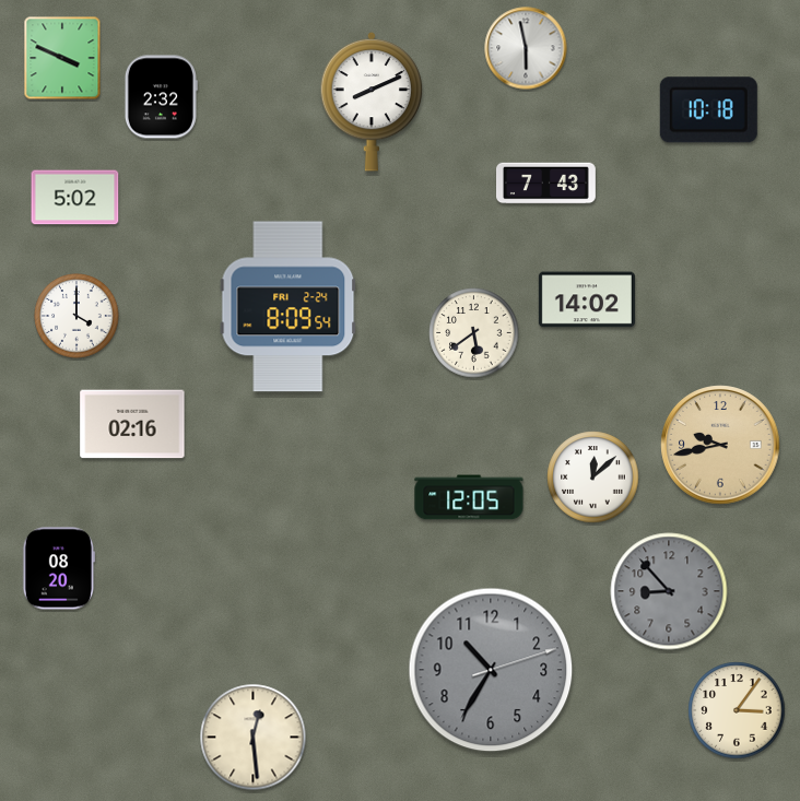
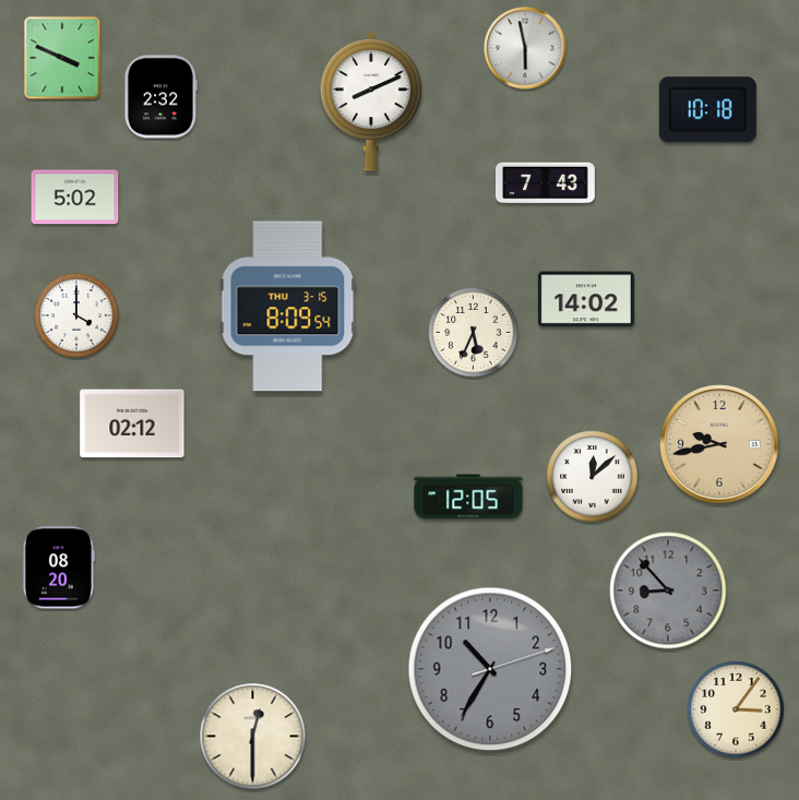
clock at (289, 307) date: FRI 2-24 -> THU 3-15
clock at (474, 333): 5:39 -> 5:34
clock at (132, 424): 02:16 -> 02:12
clock at (254, 738): 12:29 -> 12:30
